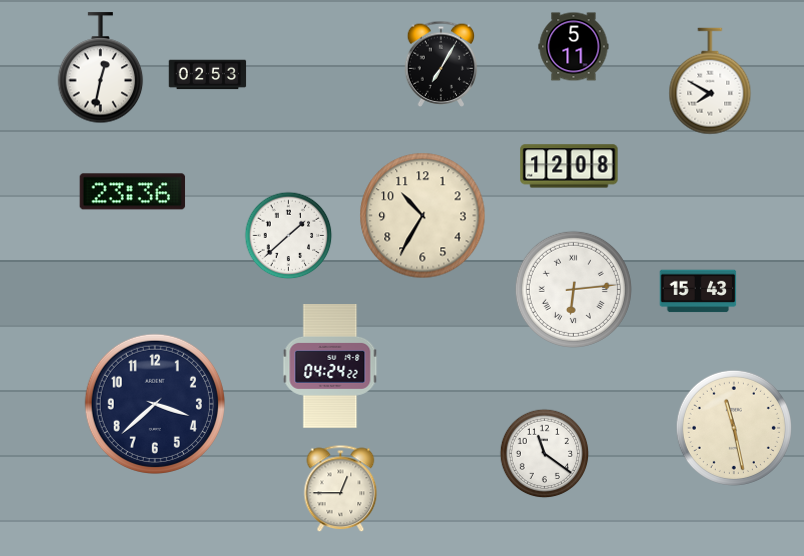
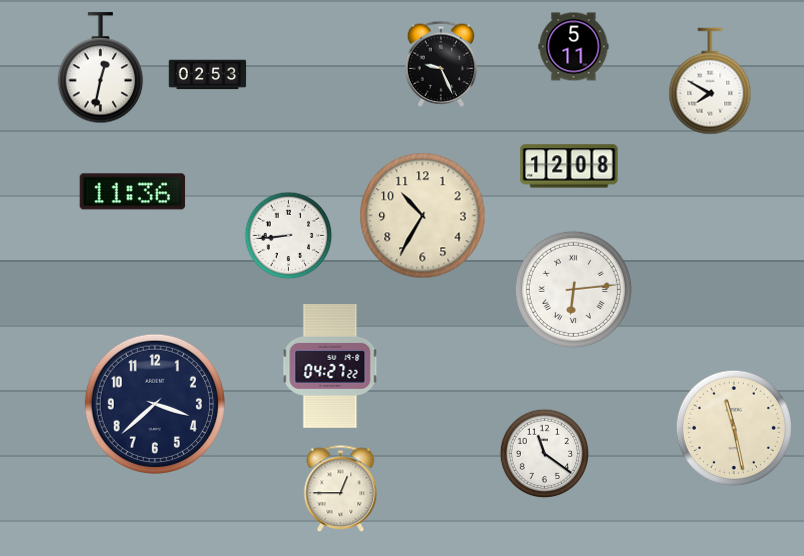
clock at (441, 64): 7:05 -> 9:26
clock at (133, 192): 23:36 -> 11:36
clock at (289, 236): 1:38 -> 8:44
clock at (698, 291): 15:43 -> none
clock at (330, 367): 04:24 -> 04:27
